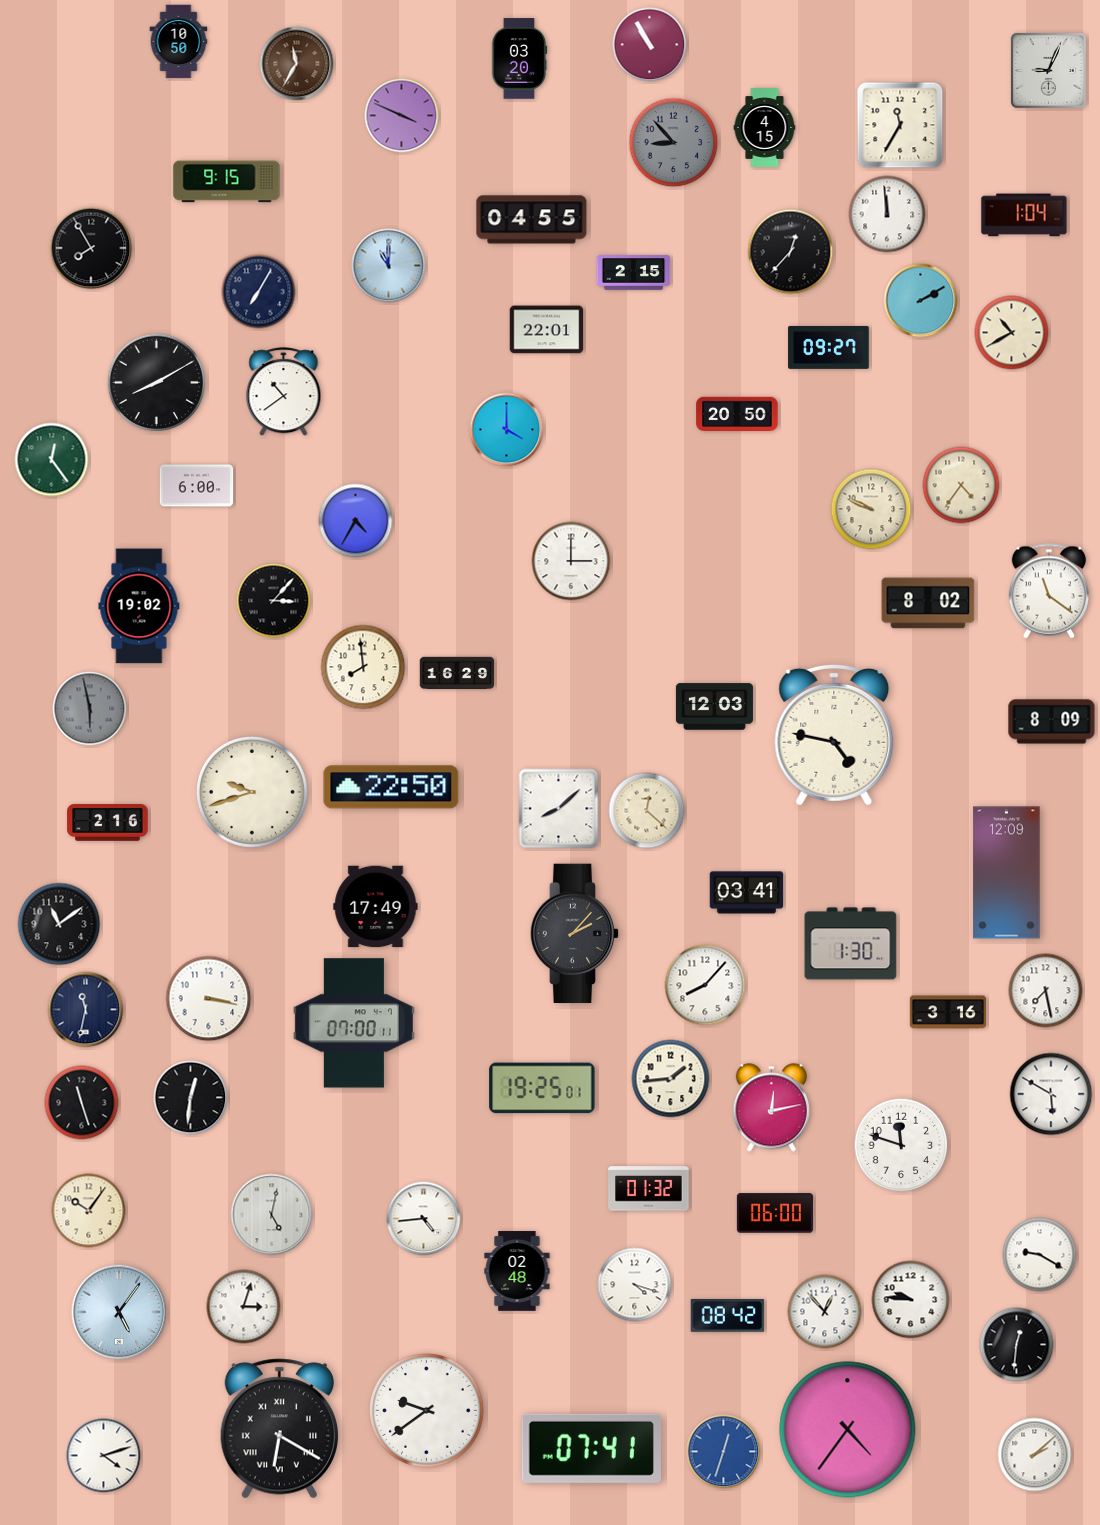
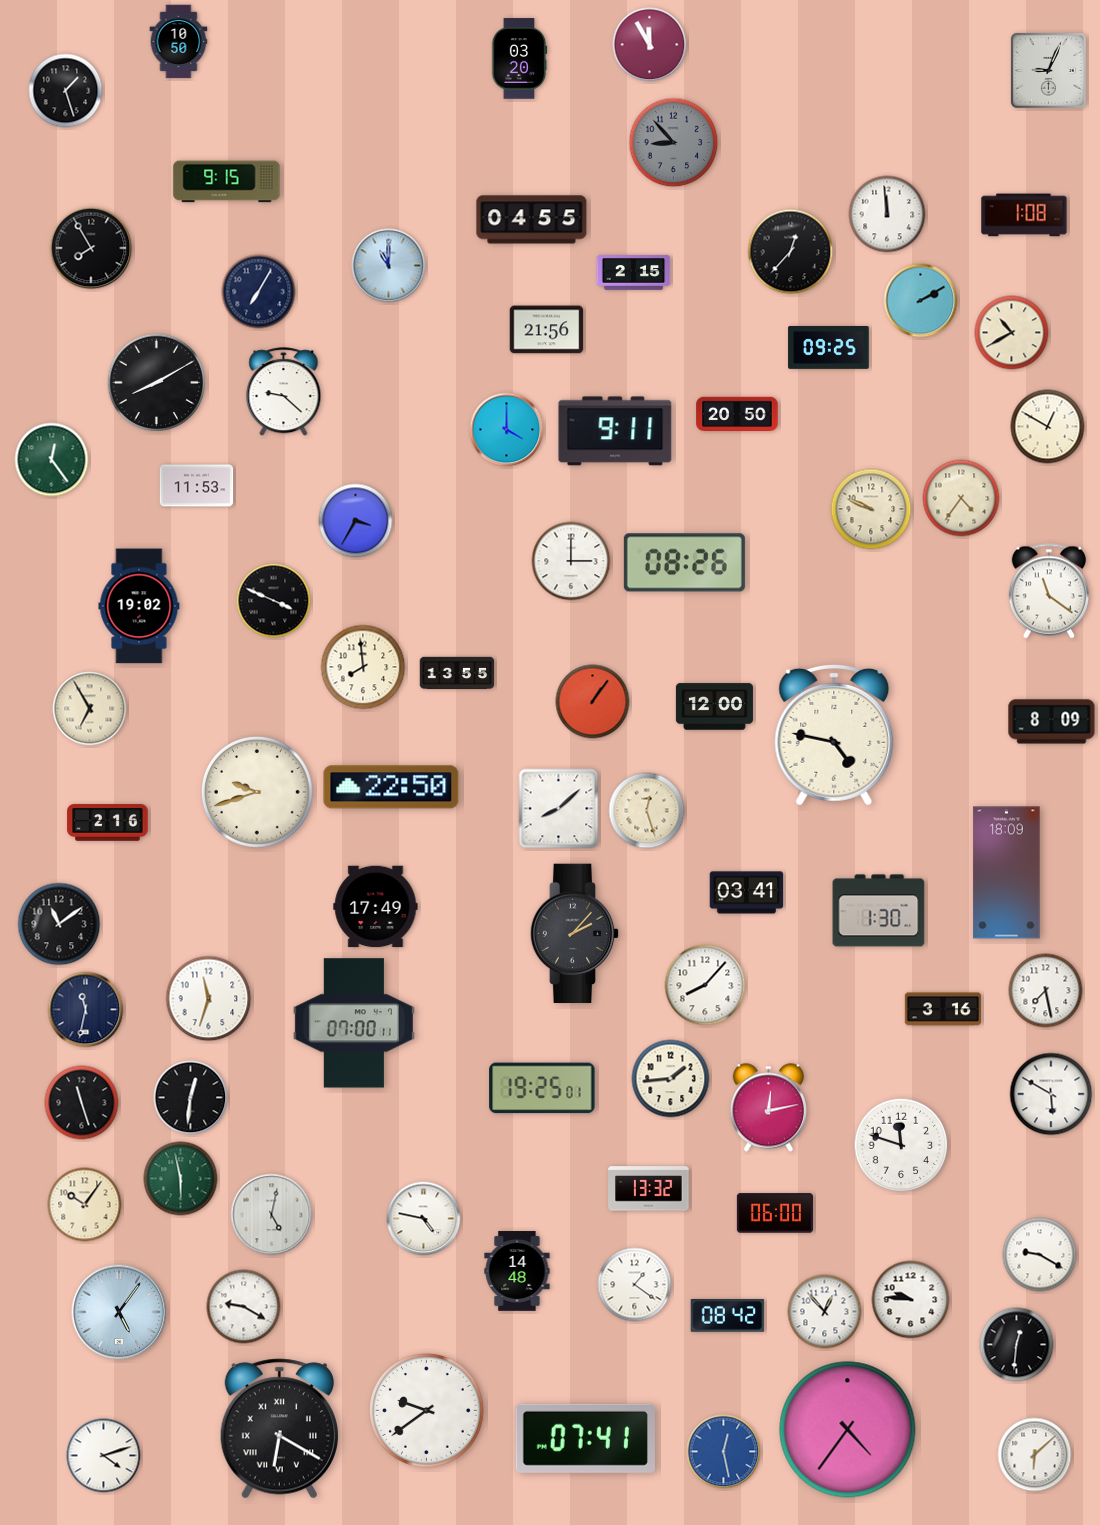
clock at (650, 45): 10:55 -> 11:55
clock at (297, 64): 11:35 -> none
clock at (66, 91): none -> 1:27
clock at (402, 116): 3:49 -> none
clock at (900, 125): 11:35 -> none
clock at (765, 128): 4:15 -> none
clock at (1024, 215): 1:04 -> 1:08
clock at (547, 330): 22:01 -> 21:56
clock at (829, 348): 09:27 -> 09:25
clock at (284, 392): 10:39 -> 9:22
clock at (1048, 427): none -> 12:50
clock at (615, 431): none -> 9:11
clock at (961, 485) position: (961, 485) -> (961, 498)
clock at (197, 486): 6:00 -> 11:53
clock at (356, 521): 4:35 -> 3:35
clock at (684, 563): none -> 08:26
clock at (274, 601): 3:07 -> 3:49
clock at (928, 603): 8:02 -> none
clock at (457, 673): 16:29 -> 13:55
clock at (593, 702): none -> 1:06
clock at (714, 707): 12:03 -> 12:00
clock at (90, 709): 5:58 -> 6:55
clock at (90, 709) dial: grey -> cream
clock at (252, 792) position: (252, 792) -> (257, 792)
clock at (647, 811): 12:22 -> 12:27
clock at (1007, 873): 12:09 -> 18:09
clock at (851, 944) position: (851, 944) -> (879, 911)
clock at (209, 999): 3:17 -> 11:33
clock at (948, 1012) position: (948, 1012) -> (943, 1009)
clock at (771, 1108) position: (771, 1108) -> (768, 1108)
clock at (181, 1179): none -> 5:58
clock at (649, 1189): 01:32 -> 13:32
clock at (89, 1211) position: (89, 1211) -> (85, 1205)
clock at (424, 1219): 4:44 -> 4:47
clock at (517, 1271): 02:48 -> 14:48
clock at (635, 1285): 4:18 -> 1:21
clock at (244, 1307): 3:03 -> 9:20
clock at (591, 1448) position: (591, 1448) -> (585, 1438)
clock at (724, 1452): 12:33 -> 12:28
clock at (1035, 1455): 2:08 -> 6:08
